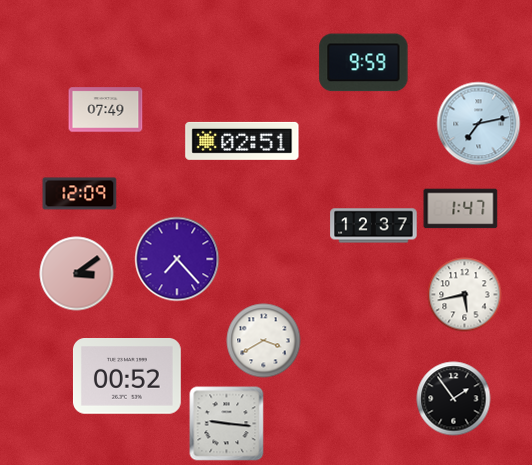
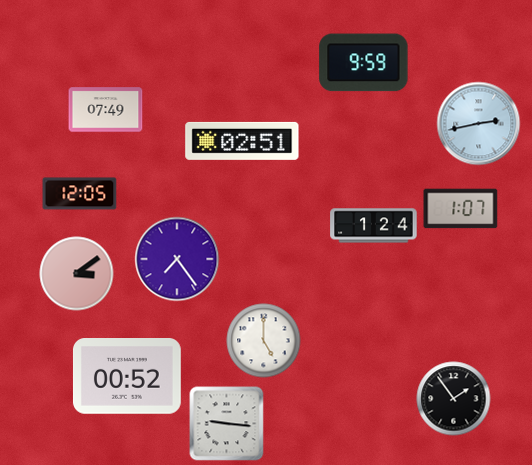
clock at (479, 124): 7:13 -> 2:43
clock at (80, 194): 12:09 -> 12:05
clock at (461, 209): 1:47 -> 1:07
clock at (374, 226): 12:37 -> 1:24
clock at (177, 259): 7:23 -> 7:24
clock at (465, 295): 5:43 -> none
clock at (264, 341): 3:40 -> 5:00
